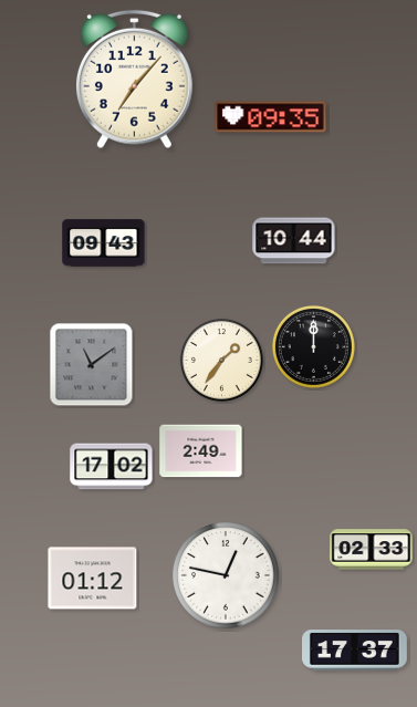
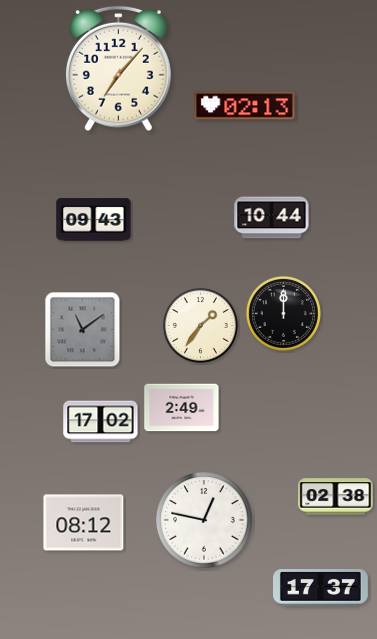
clock at (134, 80) position: (134, 80) -> (118, 69)
clock at (271, 117): 09:35 -> 02:13
clock at (294, 241) position: (294, 241) -> (272, 218)
clock at (372, 550): 02:33 -> 02:38
clock at (93, 579): 01:12 -> 08:12
